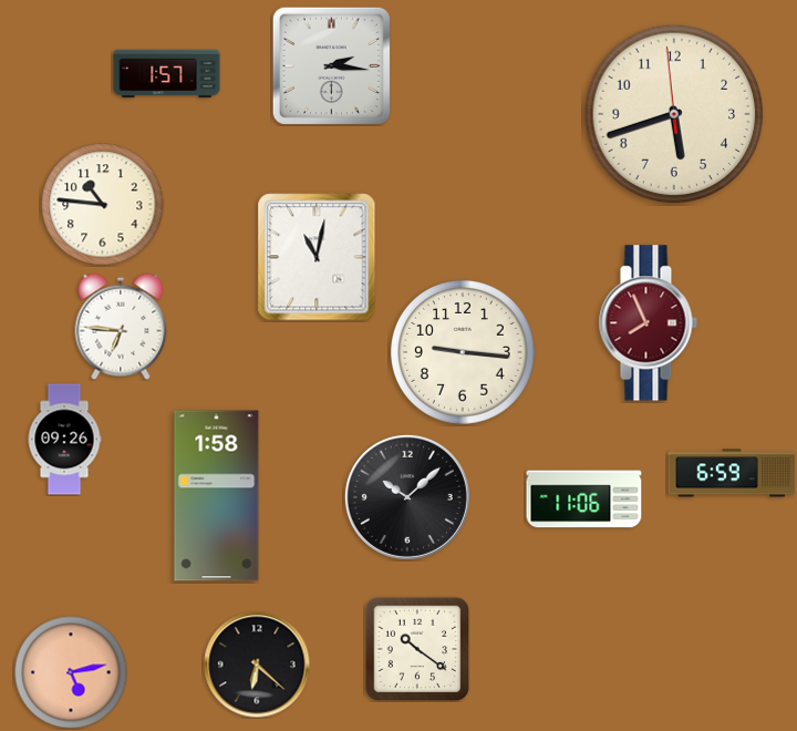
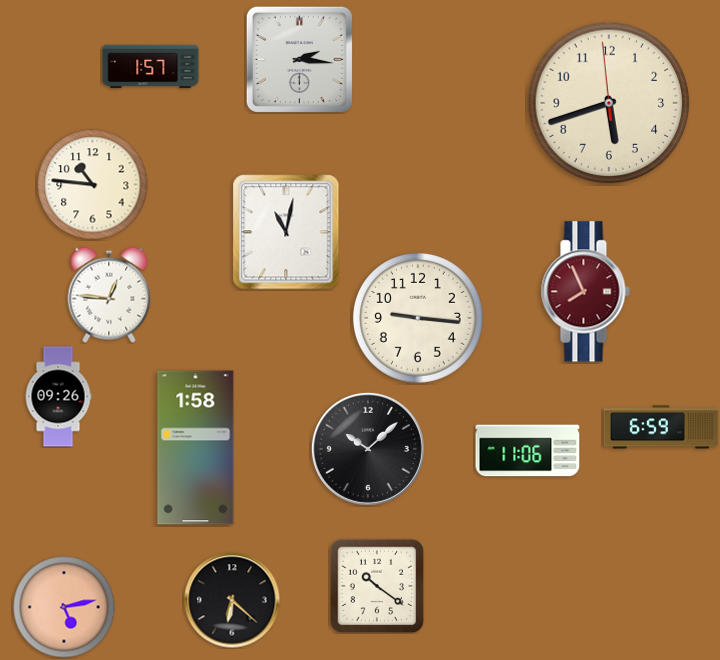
clock at (121, 327): 6:46 -> 12:46
